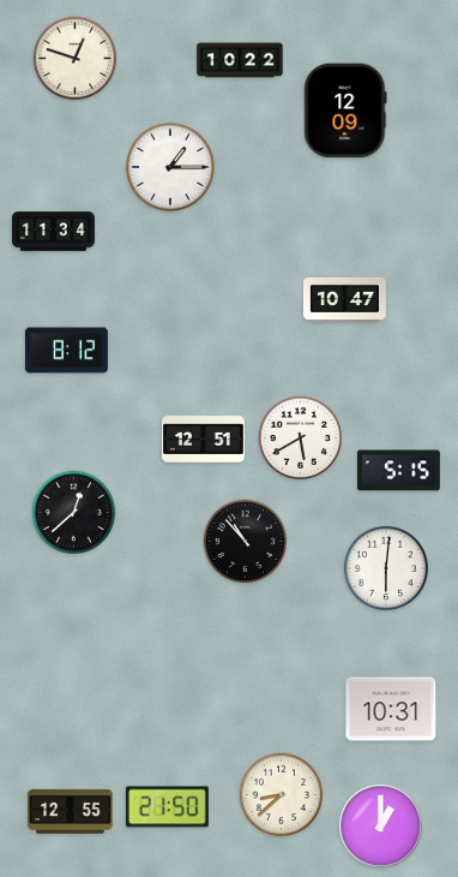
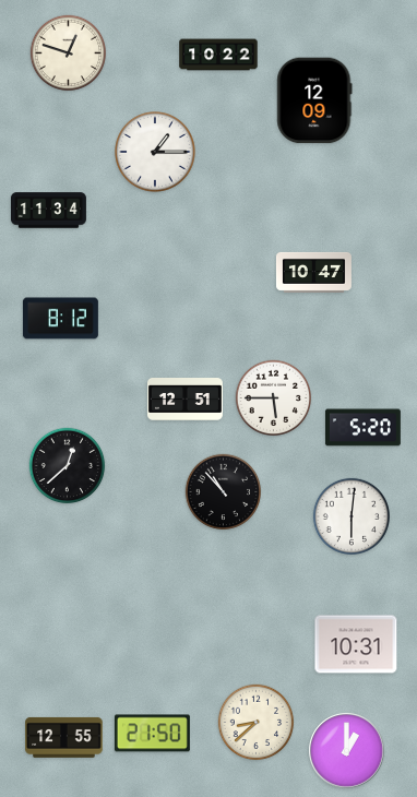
clock at (301, 438): 5:40 -> 5:45
clock at (398, 471): 5:15 -> 5:20
